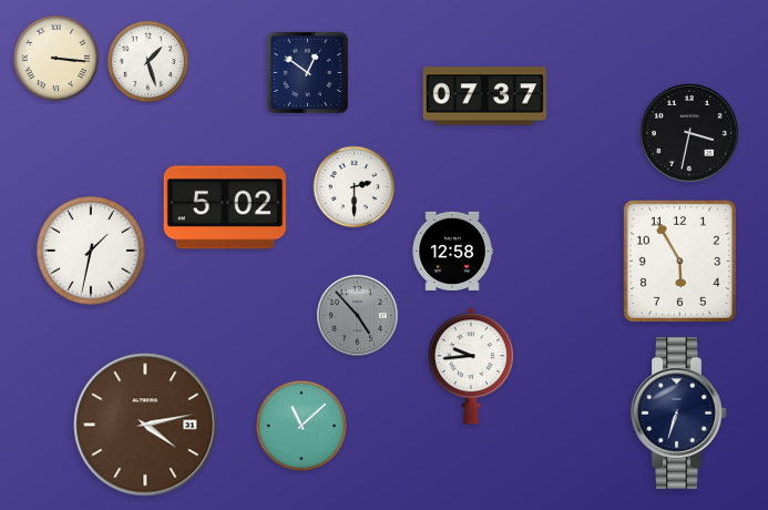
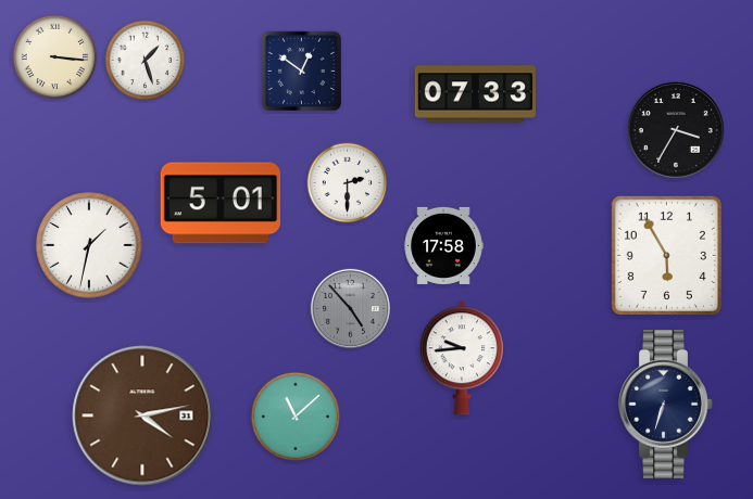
clock at (484, 96): 07:37 -> 07:33
clock at (689, 133): 3:32 -> 3:35
clock at (224, 207): 5:02 -> 5:01
clock at (452, 251): 12:58 -> 17:58
